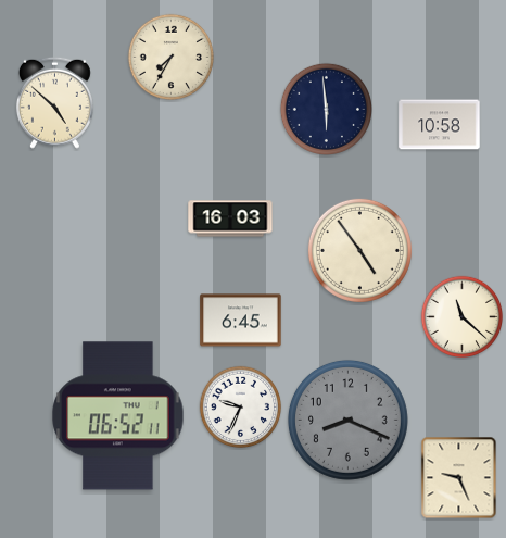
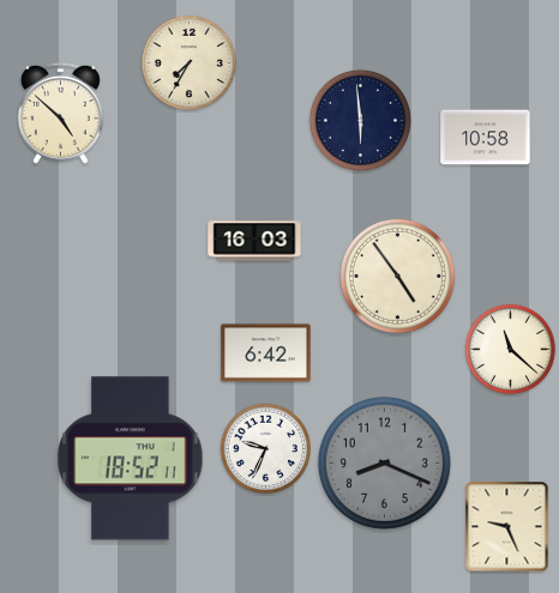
clock at (241, 321): 6:45 -> 6:42
clock at (118, 416): 06:52 -> 18:52
